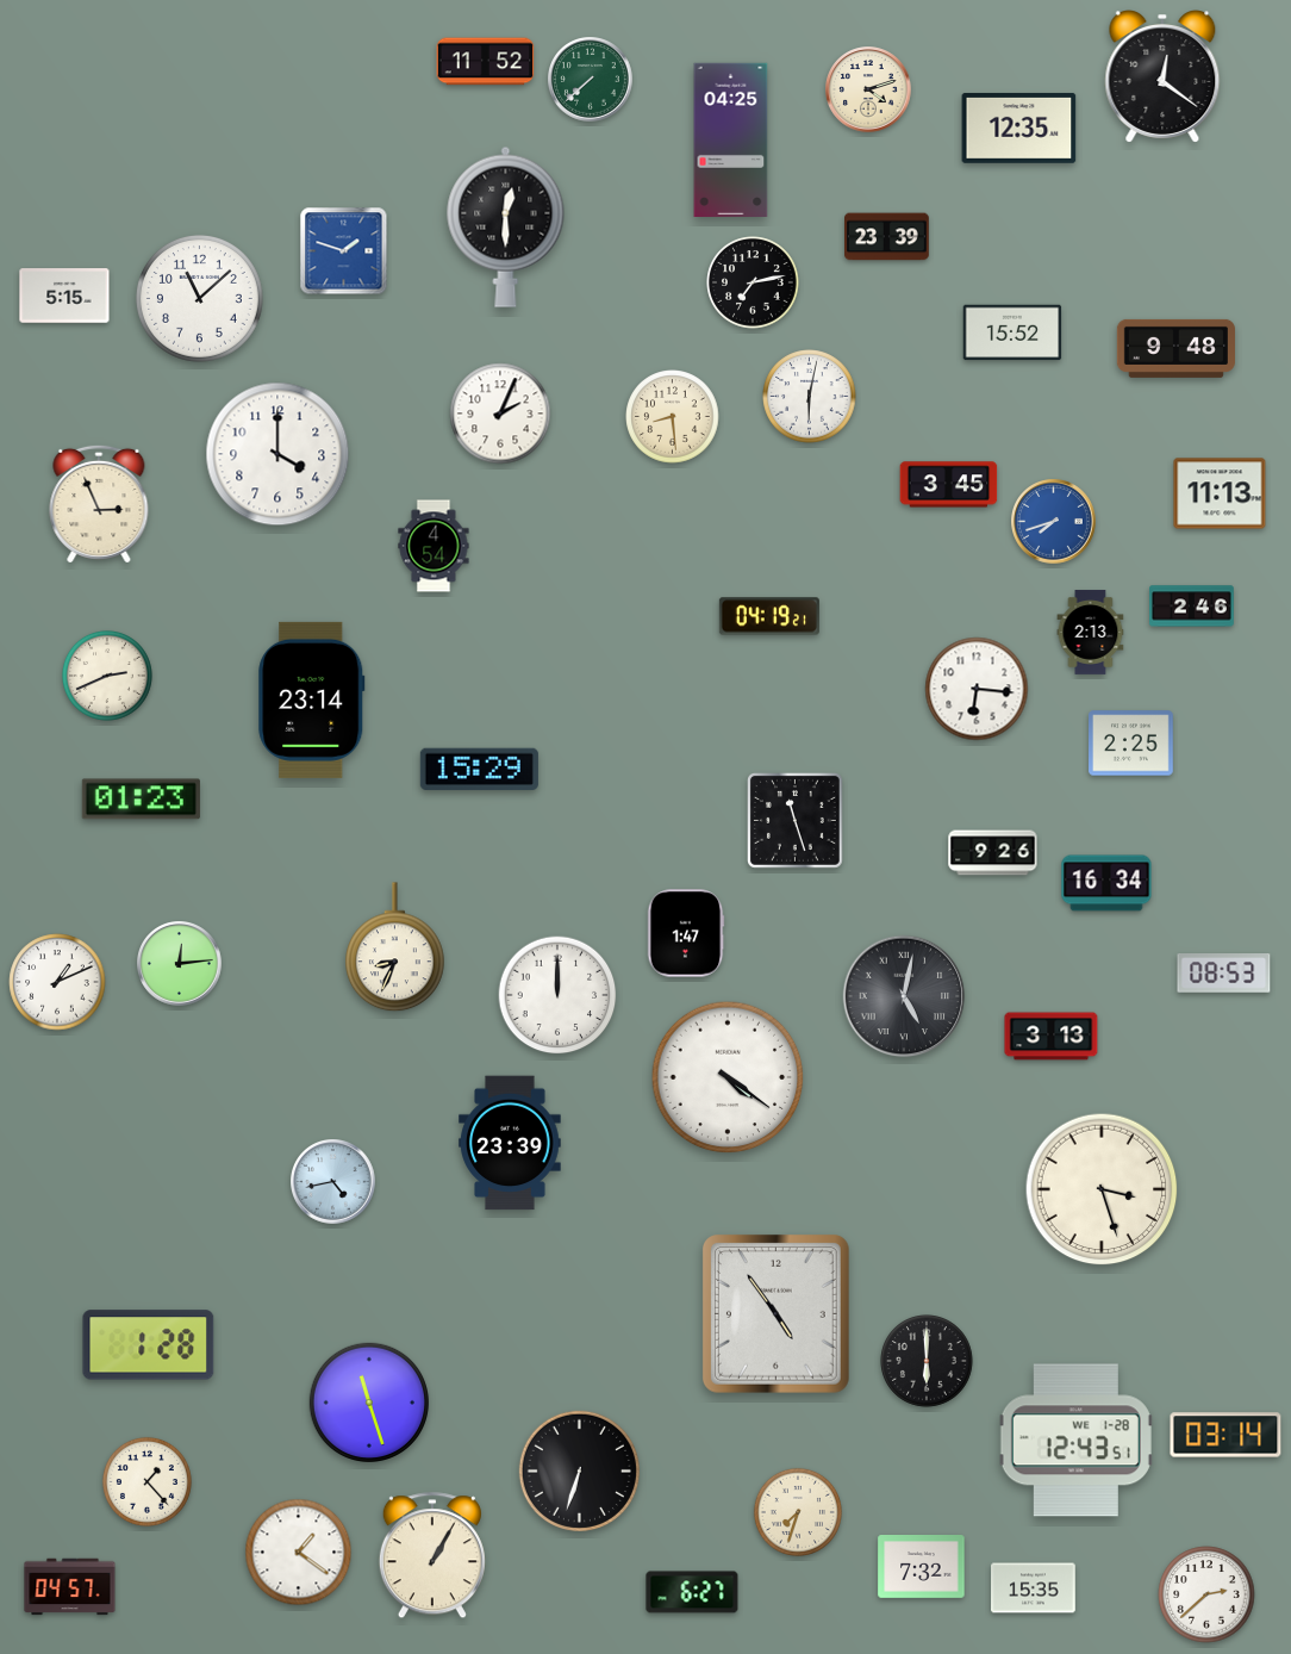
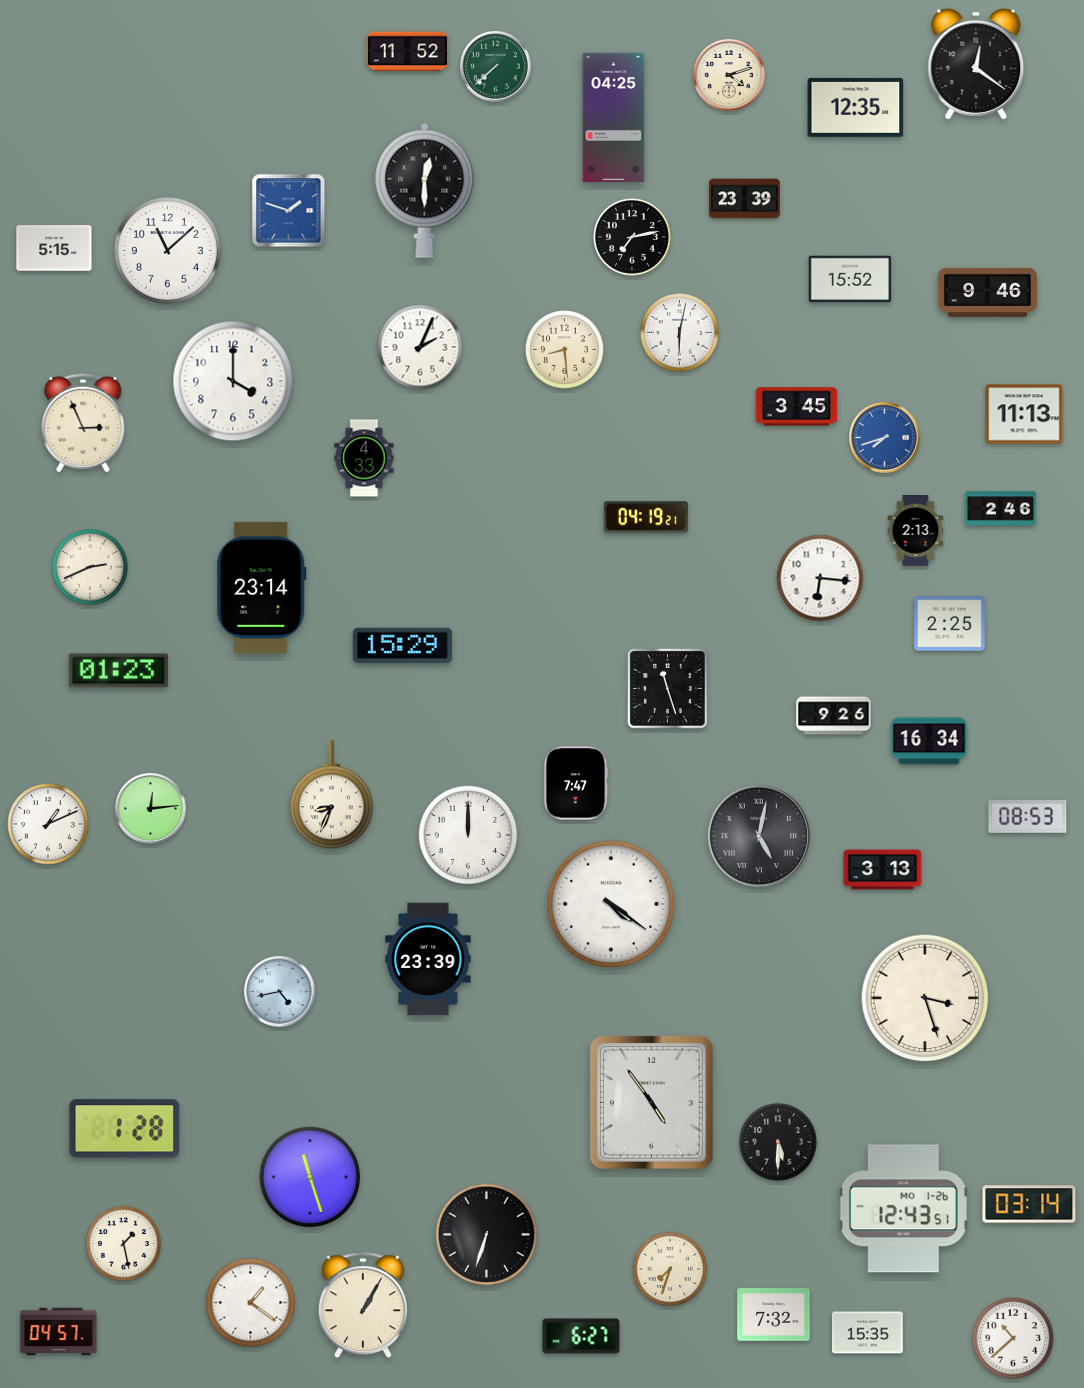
clock at (1175, 348): 9:48 -> 9:46
clock at (434, 546): 4:54 -> 4:33
clock at (686, 933): 1:47 -> 7:47
clock at (927, 1361): 6:00 -> 5:30
clock at (1075, 1441) date: WE 1-28 -> MO 1-26
clock at (146, 1481): 1:23 -> 1:28
clock at (1206, 1594): 2:38 -> 10:38
